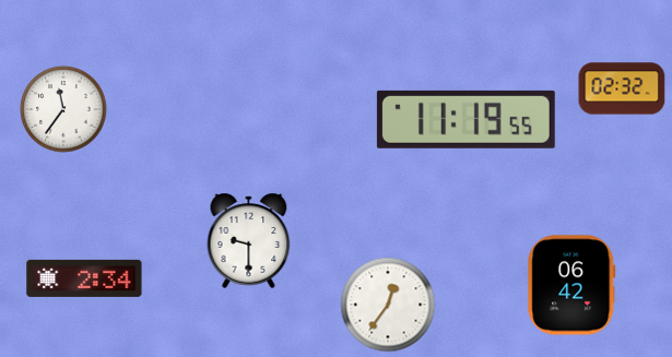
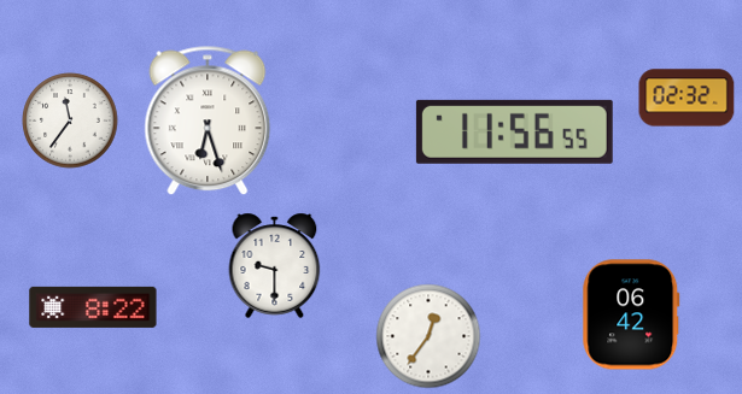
clock at (208, 120): none -> 6:27
clock at (465, 119): 11:19 -> 11:56
clock at (84, 278): 2:34 -> 8:22
